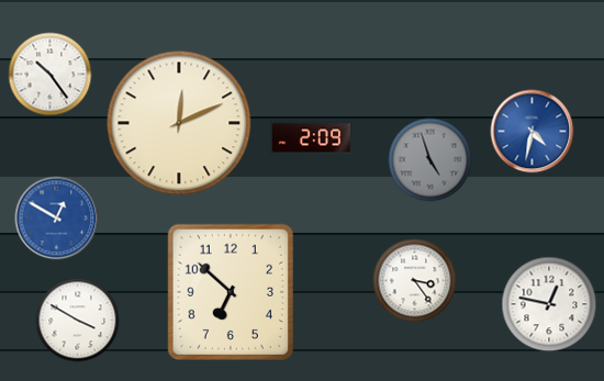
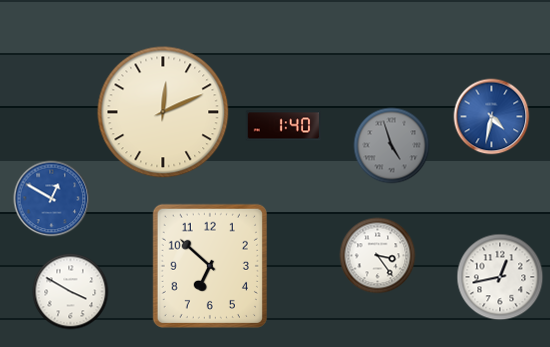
clock at (51, 75): 10:24 -> none
clock at (533, 132) position: (533, 132) -> (492, 117)
clock at (311, 138): 2:09 -> 1:40
clock at (549, 304): 12:47 -> 12:43
